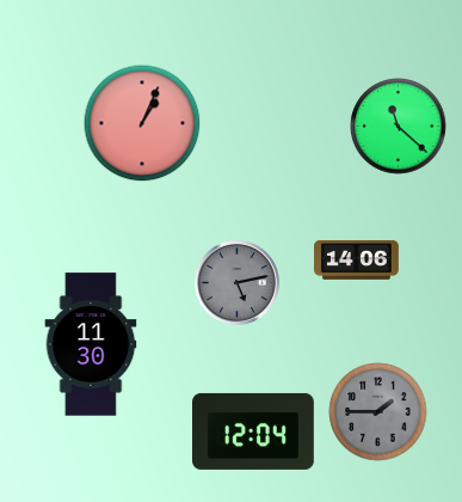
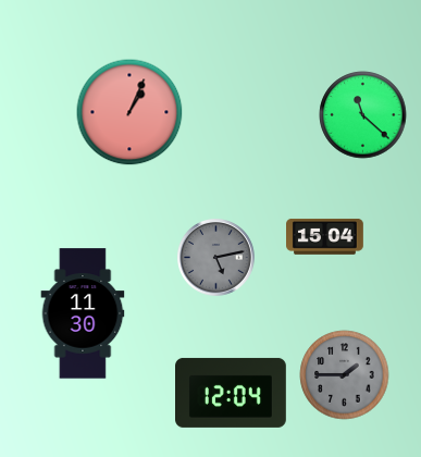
clock at (357, 259): 14:06 -> 15:04
